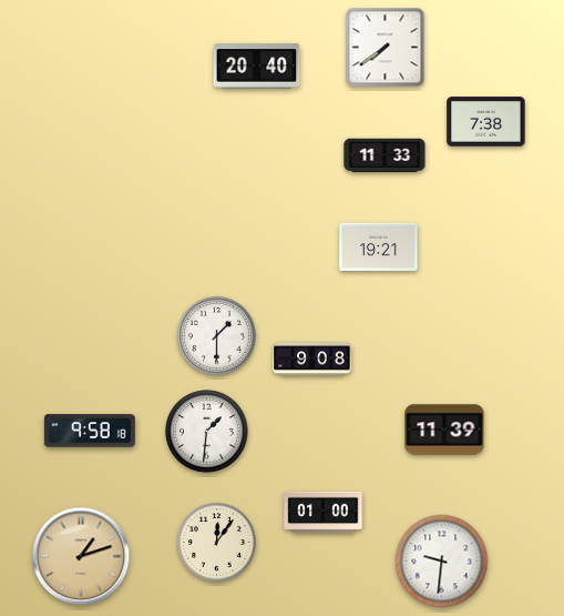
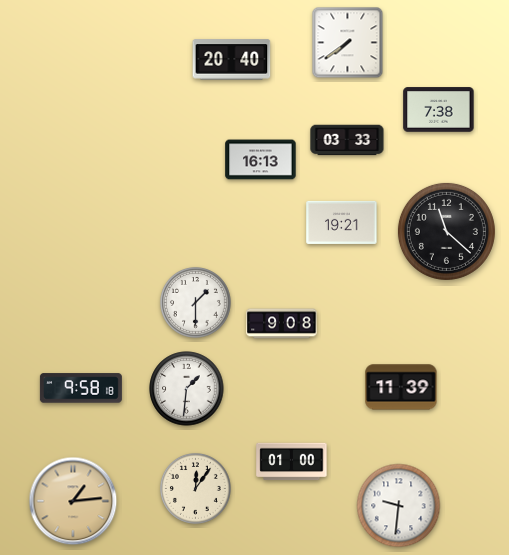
clock at (384, 155): 11:33 -> 03:33
clock at (261, 160): none -> 16:13
clock at (446, 231): none -> 11:22
clock at (81, 556): 1:12 -> 1:14
